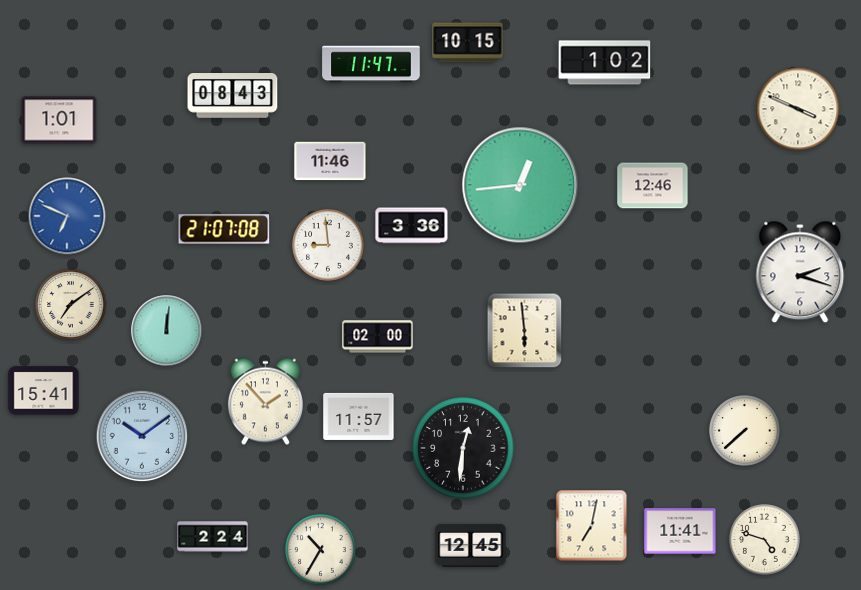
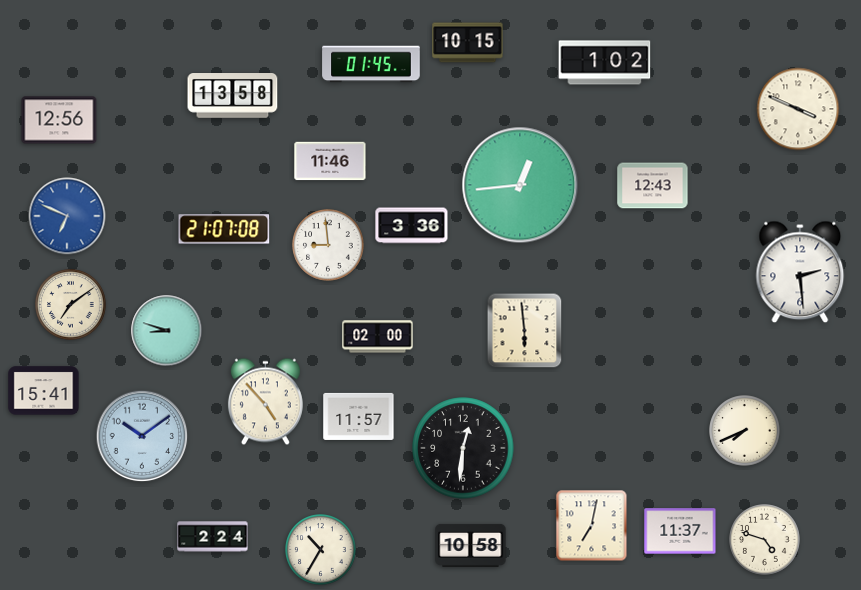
clock at (371, 64): 11:47 -> 01:45
clock at (233, 96): 08:43 -> 13:58
clock at (59, 120): 1:01 -> 12:56
clock at (653, 186): 12:46 -> 12:43
clock at (800, 272): 2:18 -> 2:29
clock at (167, 331): 12:01 -> 8:48
clock at (265, 402): 1:53 -> 4:53
clock at (745, 431): 7:38 -> 7:41
clock at (680, 531): 11:41 -> 11:37
clock at (471, 545): 12:45 -> 10:58
